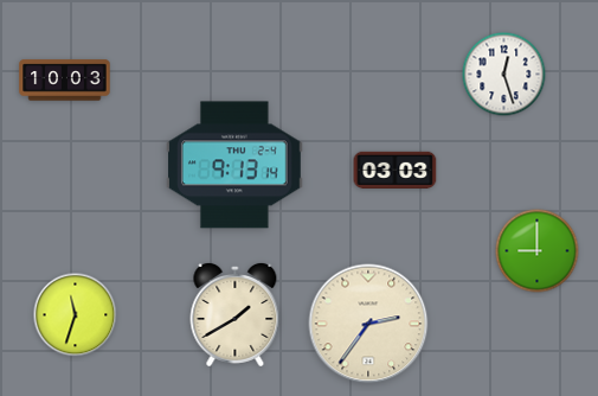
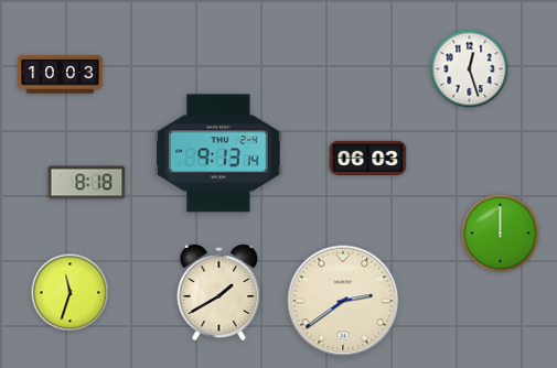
clock at (396, 170): 03:03 -> 06:03
clock at (87, 183): none -> 8:18
clock at (538, 251): 9:00 -> 12:00
clock at (368, 324): 2:36 -> 2:39
